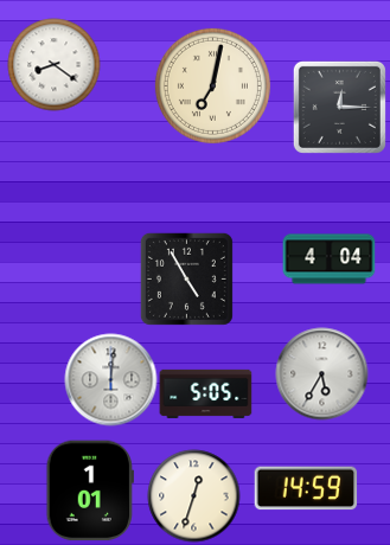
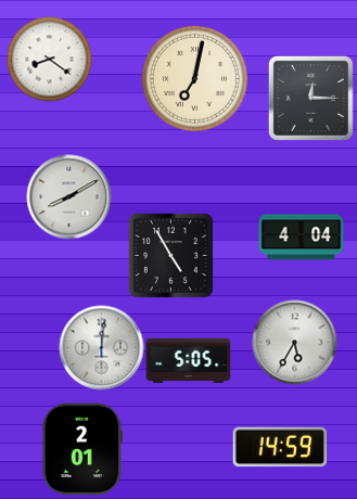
clock at (68, 196): none -> 8:10
clock at (89, 490): 1:01 -> 2:01
clock at (193, 495): 12:33 -> none
